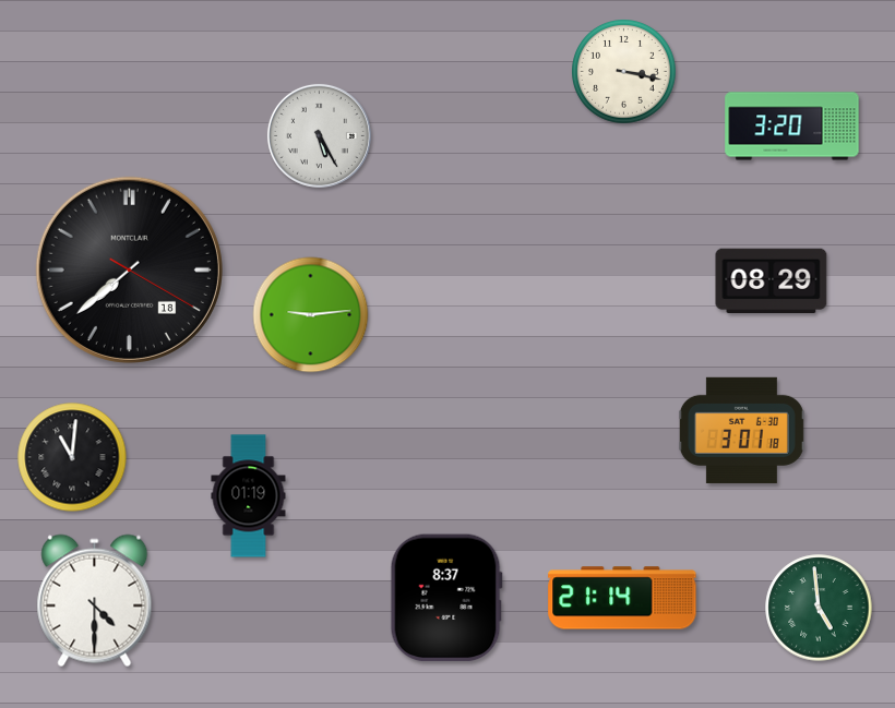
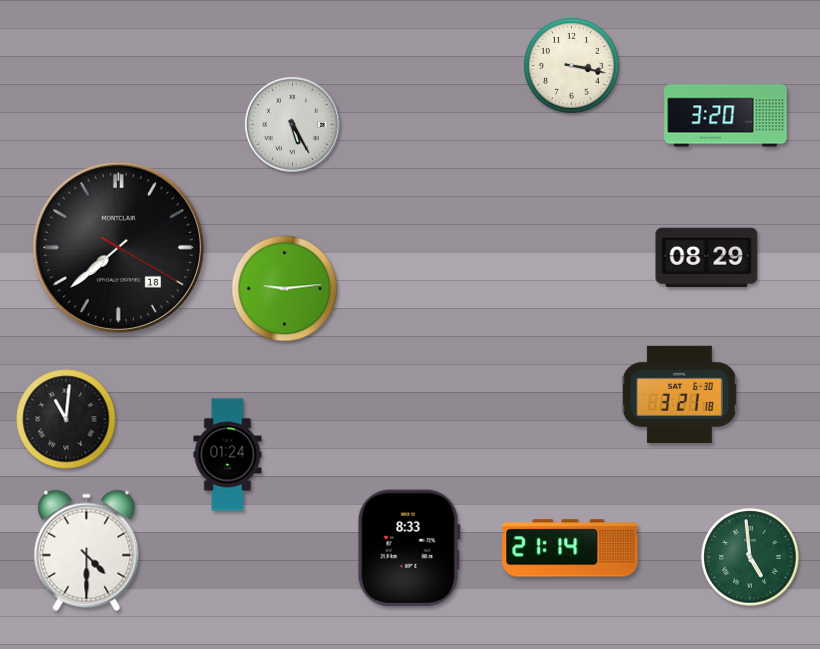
clock at (741, 430): 3:01 -> 3:21
clock at (249, 496): 01:19 -> 01:24
clock at (446, 598): 8:37 -> 8:33
